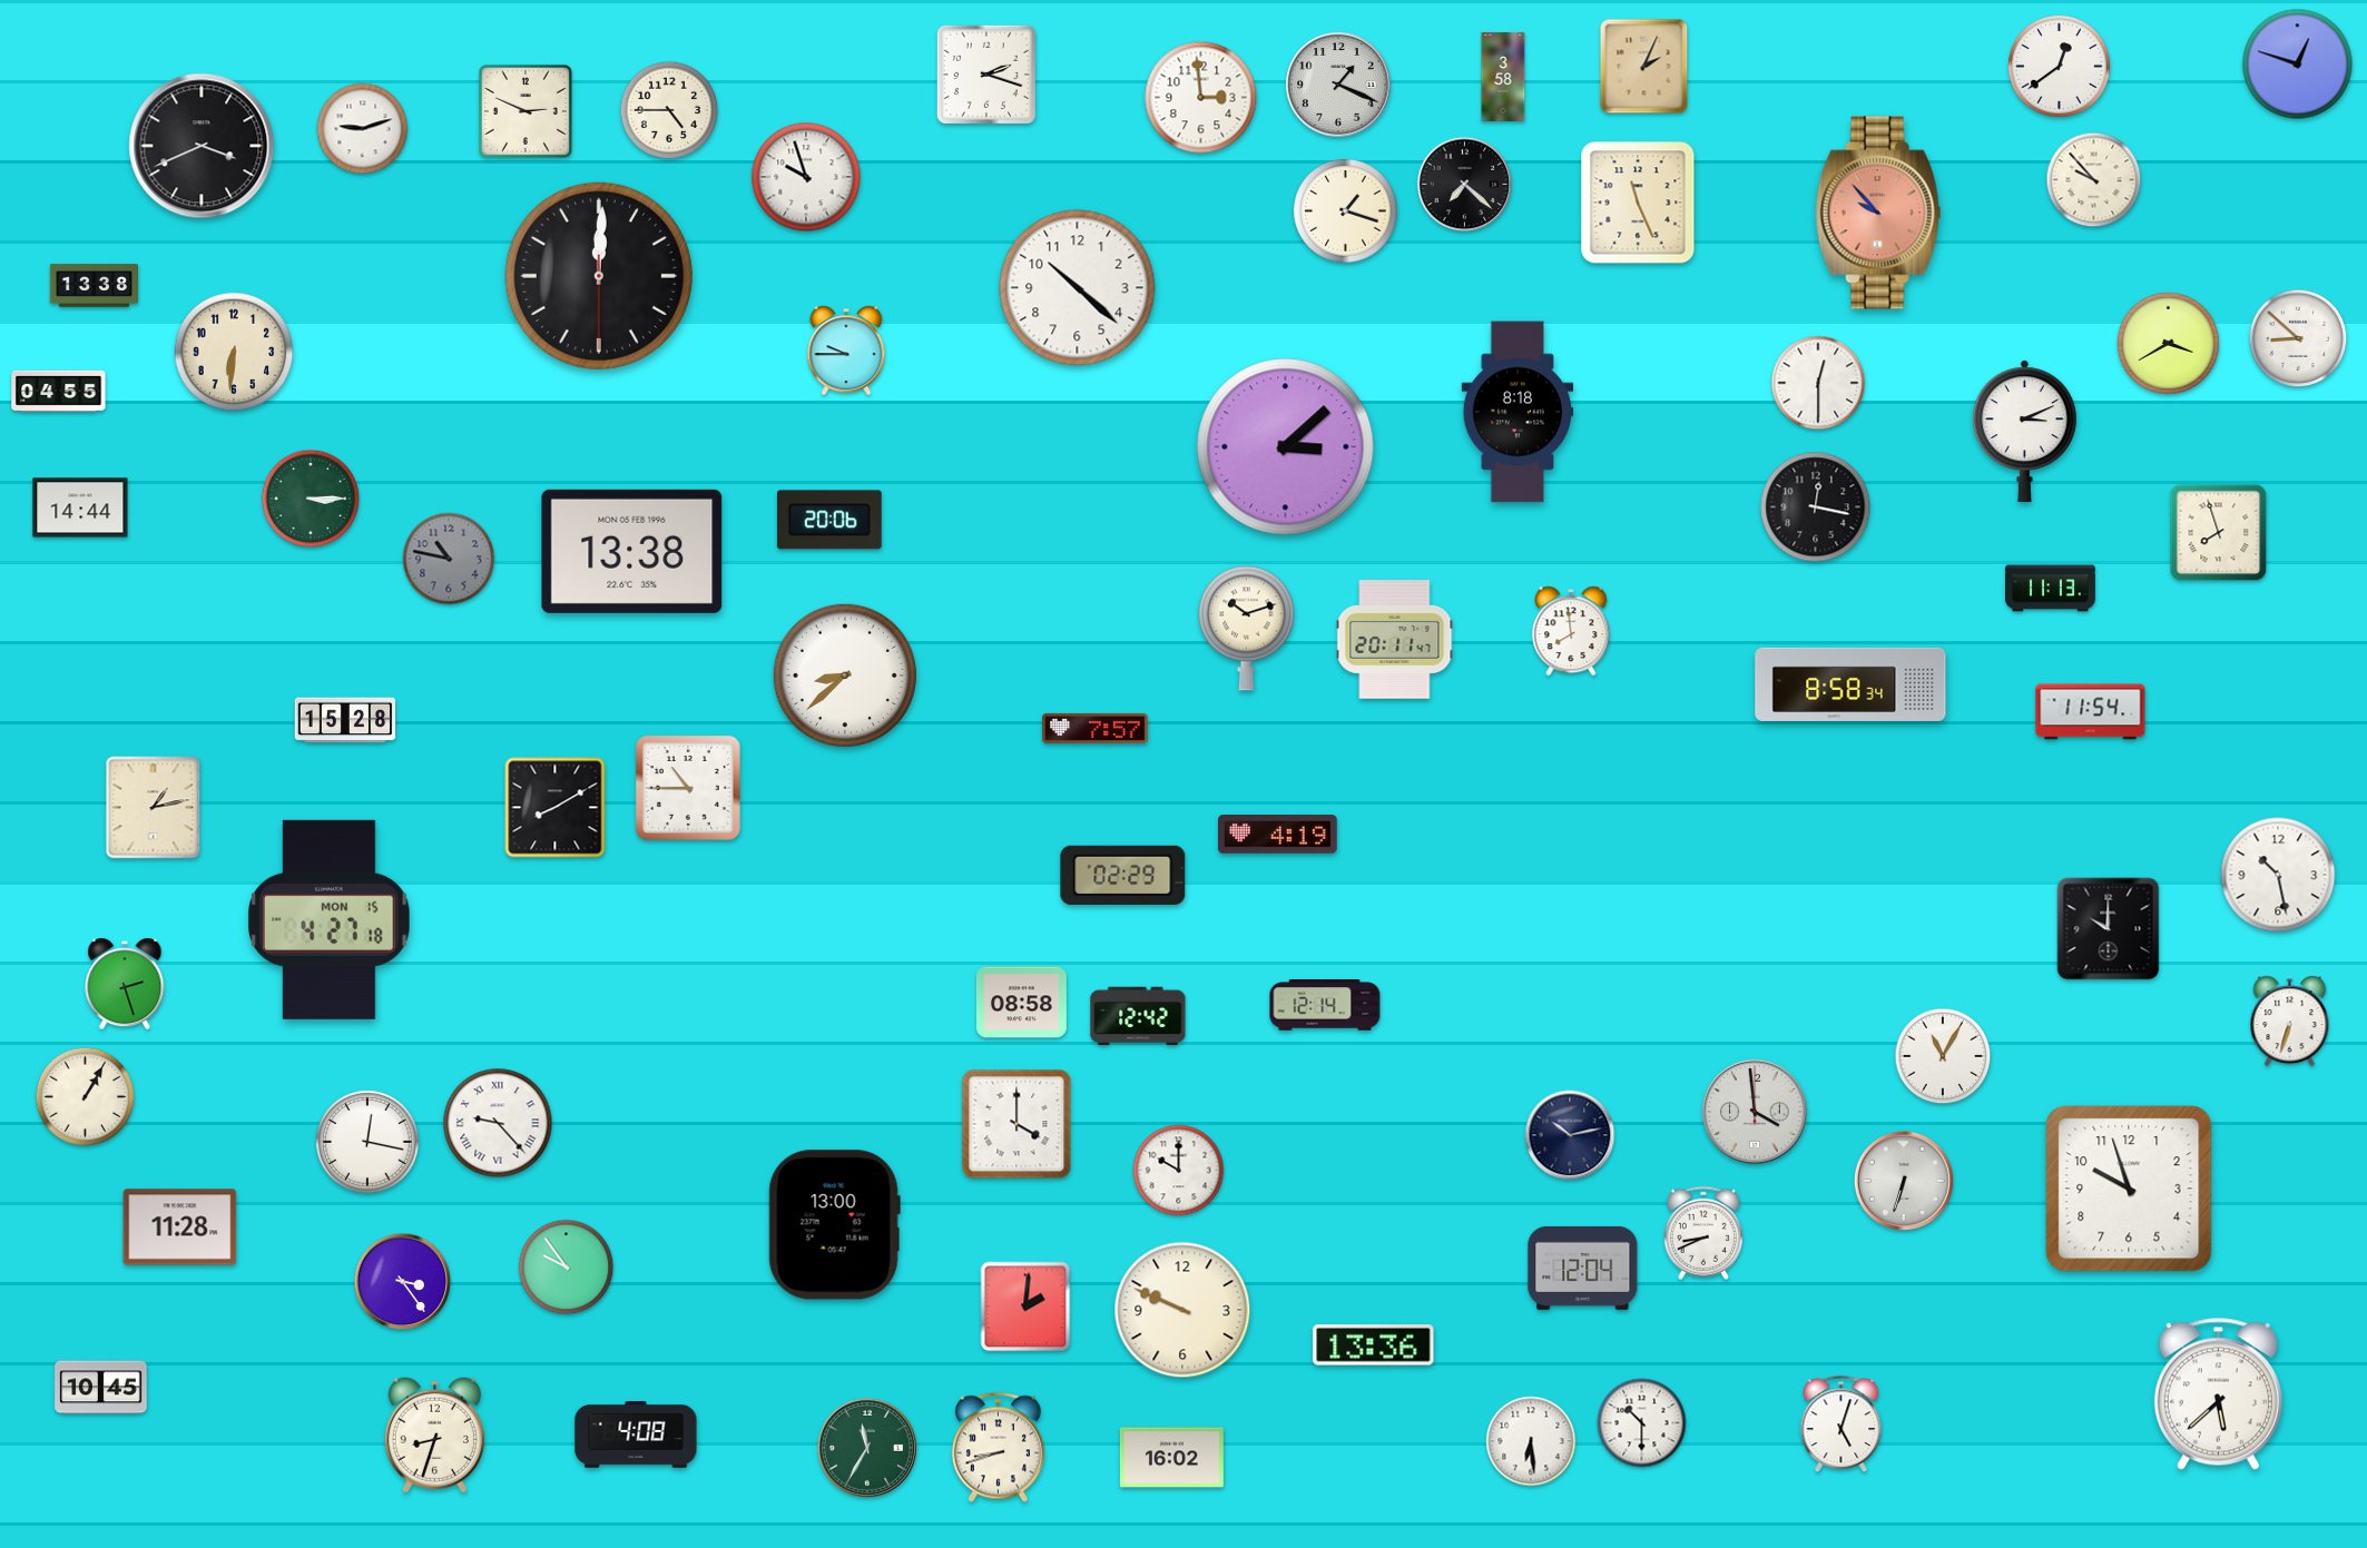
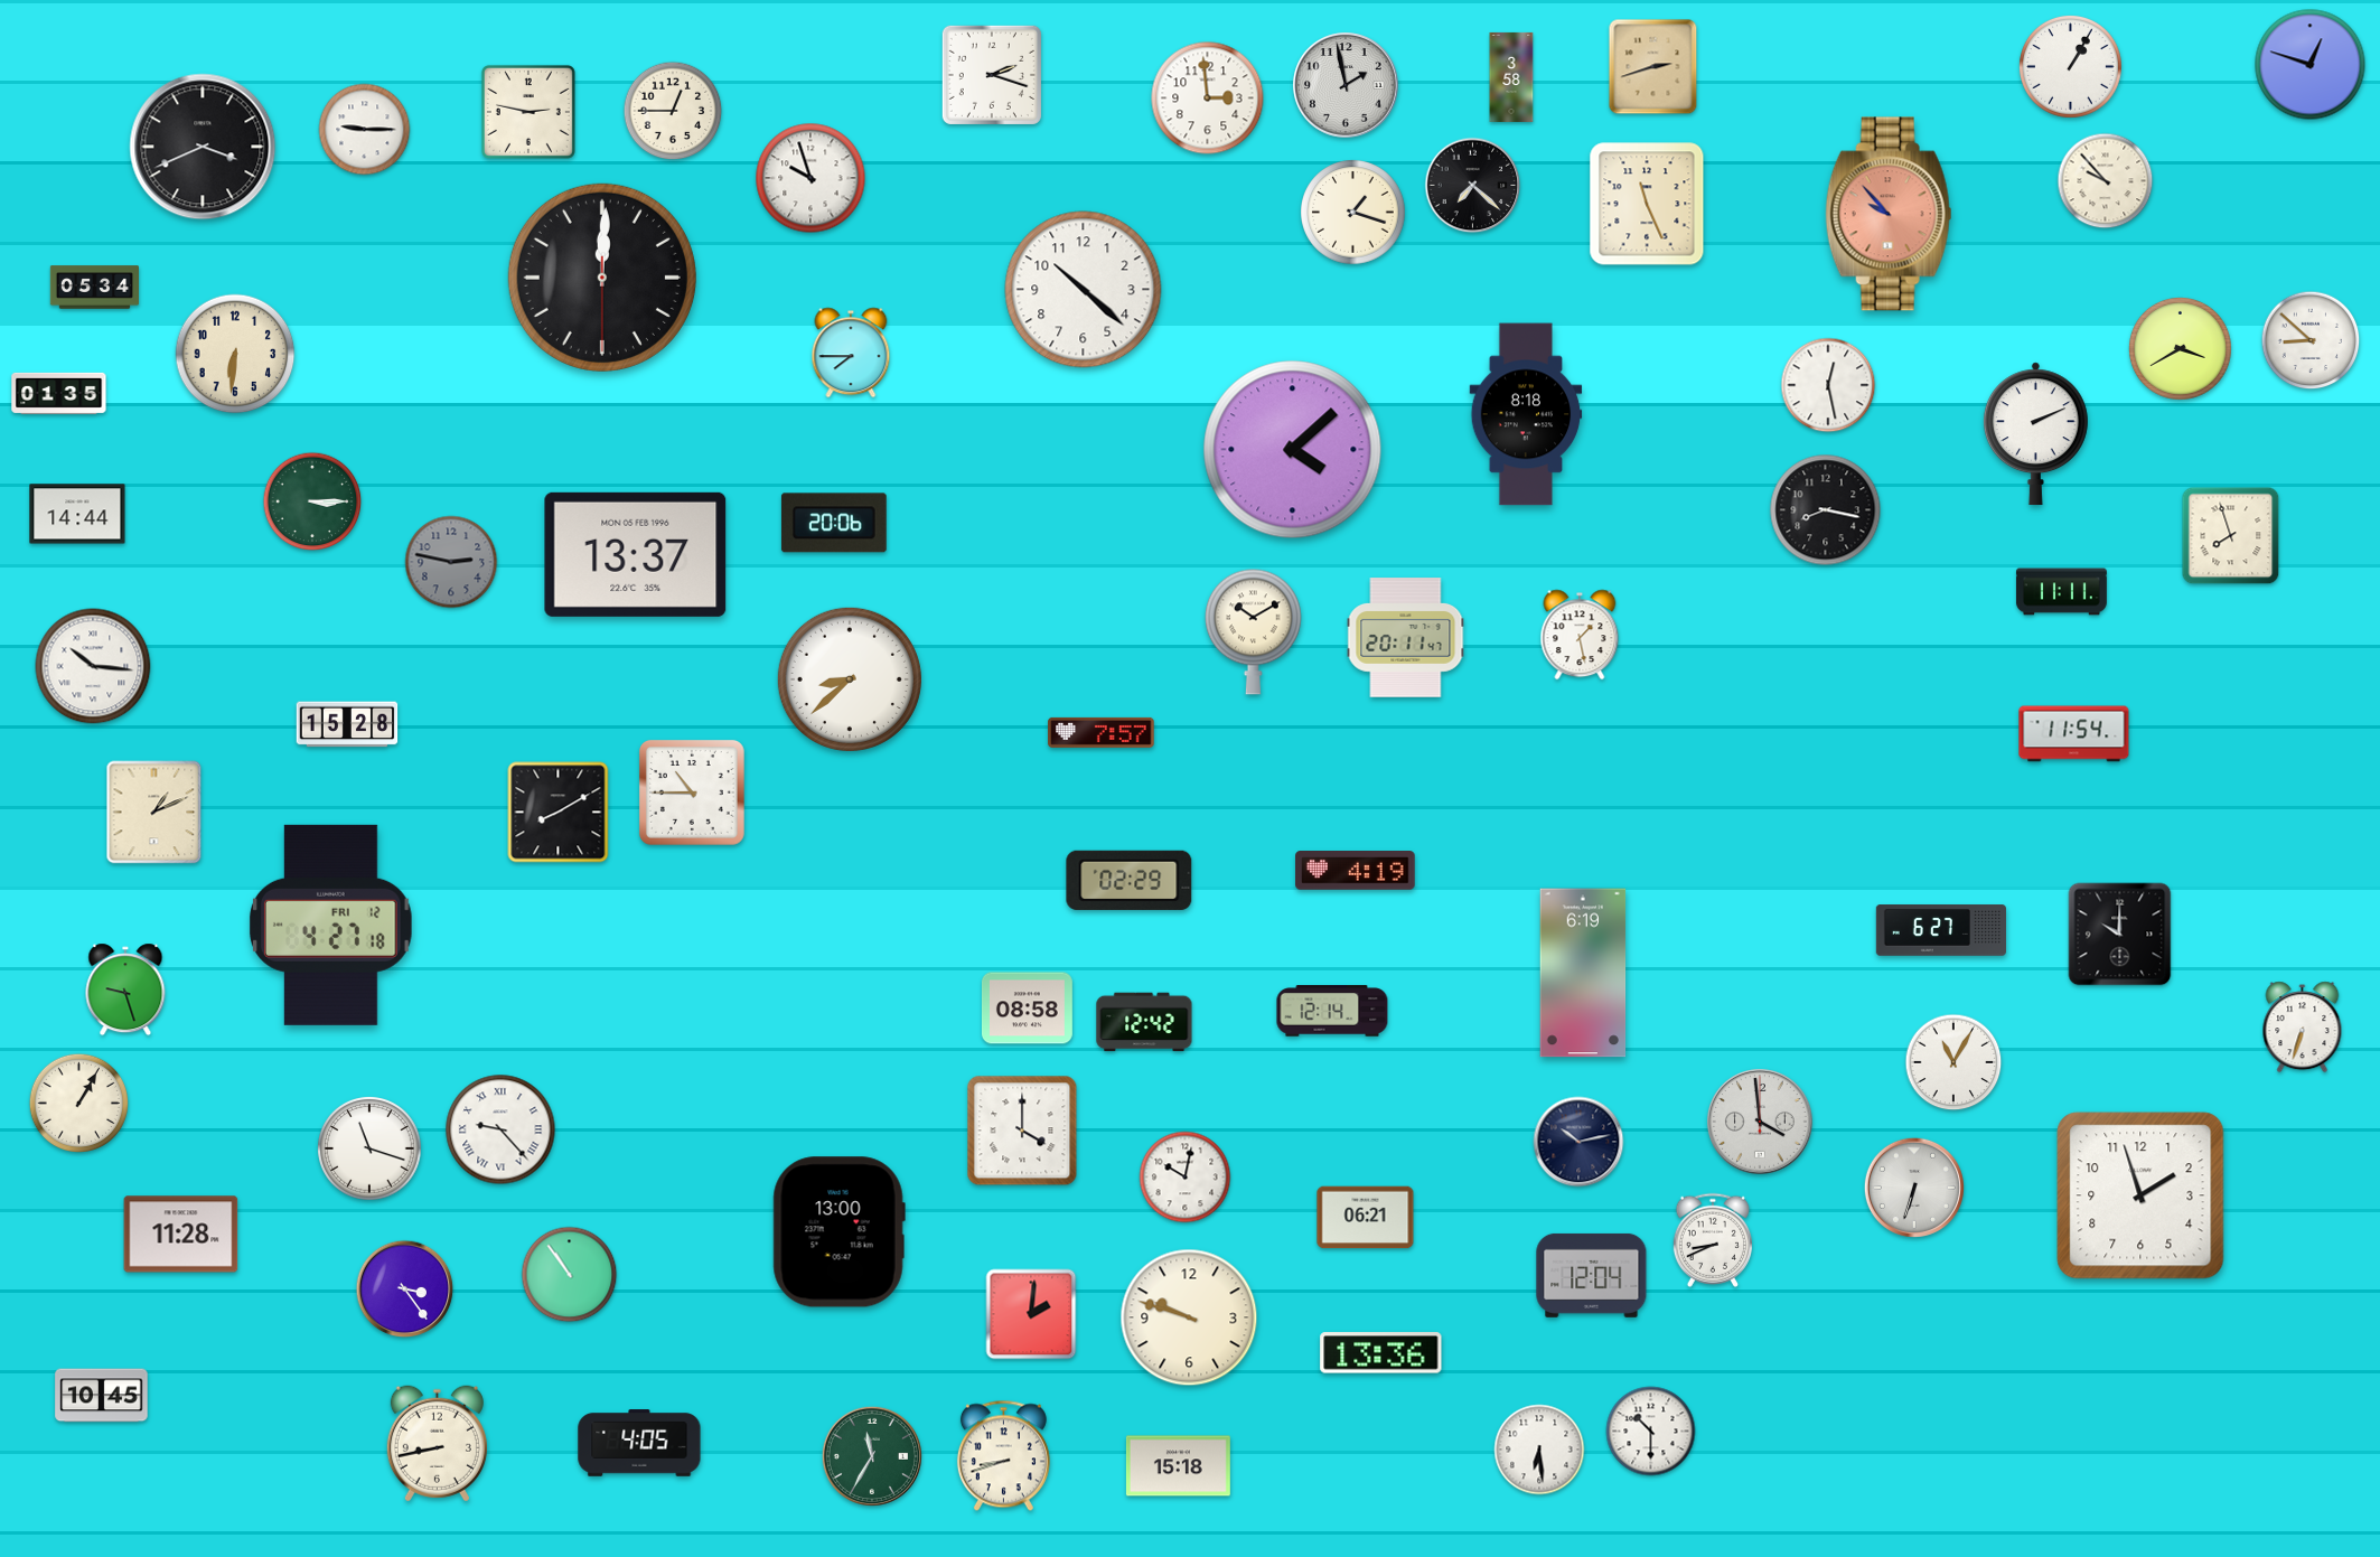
clock at (2059, 66): 12:39 -> 1:05
clock at (1644, 67): 2:04 -> 2:42
clock at (1338, 85): 1:19 -> 1:58
clock at (669, 110): 4:45 -> 12:45
clock at (526, 111): 2:49 -> 2:47
clock at (363, 129): 9:12 -> 9:15
clock at (94, 286): 13:38 -> 05:34
clock at (2168, 343) position: (2168, 343) -> (2180, 348)
clock at (846, 351): 9:45 -> 7:45
clock at (1818, 383): 12:30 -> 12:28
clock at (59, 391): 04:55 -> 01:35
clock at (2024, 432): 3:11 -> 2:11
clock at (1286, 447): 3:08 -> 4:08
clock at (80, 507) position: (80, 507) -> (77, 514)
clock at (1816, 507): 12:17 -> 8:17
clock at (632, 551): 13:38 -> 13:37
clock at (449, 559): 10:47 -> 2:47
clock at (2050, 589): 11:13 -> 11:11
clock at (1246, 628): 10:12 -> 10:10
clock at (1571, 631): 7:59 -> 1:28
clock at (1395, 640) position: (1395, 640) -> (1406, 638)
clock at (93, 666): none -> 10:16
clock at (1850, 684): 8:58 -> none
clock at (2091, 712) position: (2091, 712) -> (2074, 734)
clock at (154, 808): 1:13 -> 1:11
clock at (1278, 835) position: (1278, 835) -> (1356, 871)
clock at (2278, 875): 10:28 -> none
clock at (328, 919) date: MON 15 -> FRI 12
clock at (1941, 930): none -> 6:27
clock at (1583, 973): none -> 6:19
clock at (125, 984): 2:27 -> 9:27
clock at (86, 1097) position: (86, 1097) -> (79, 1104)
clock at (1755, 1112) position: (1755, 1112) -> (1760, 1122)
clock at (369, 1143): 12:17 -> 11:18
clock at (1179, 1171): 10:00 -> 10:02
clock at (2129, 1189): 9:57 -> 1:57
clock at (1366, 1218): none -> 06:21
clock at (567, 1268): 9:54 -> 10:54
clock at (1182, 1310): 9:49 -> 9:48
clock at (2218, 1393): 5:38 -> none
clock at (1841, 1424): 5:03 -> none
clock at (636, 1434): 4:08 -> 4:05
clock at (434, 1436): 8:33 -> 8:43
clock at (1171, 1458): 16:02 -> 15:18
